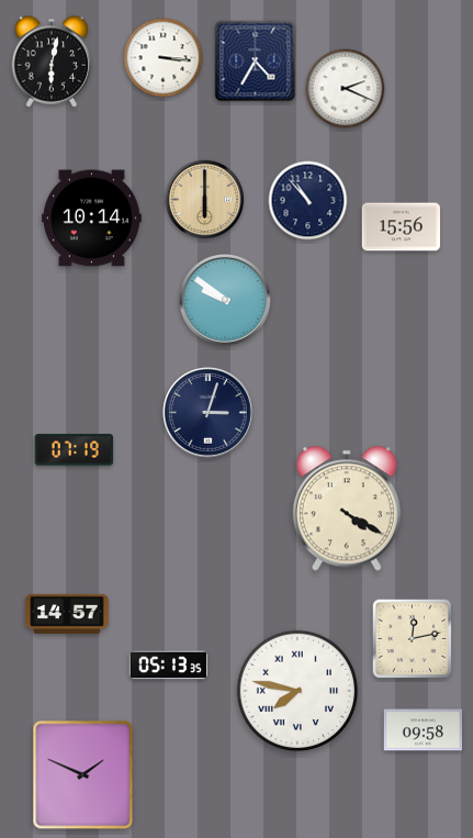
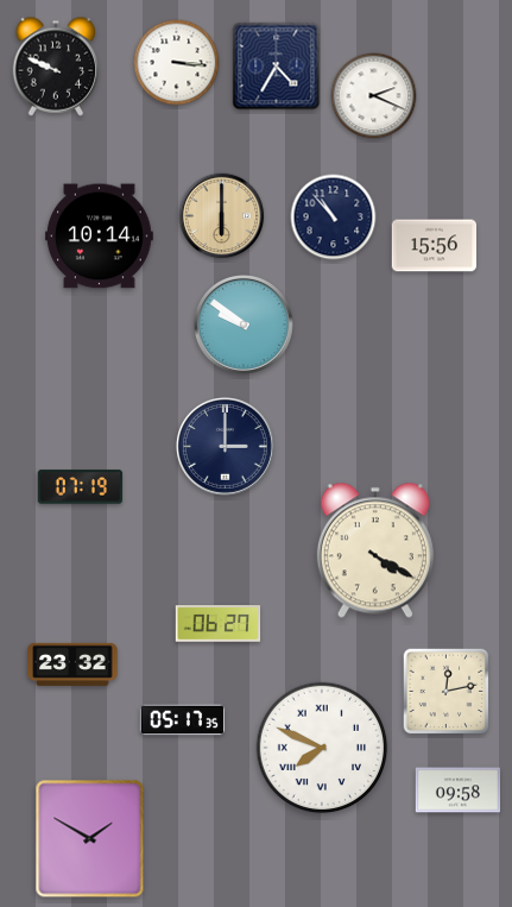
clock at (52, 62): 6:02 -> 9:49
clock at (207, 412): 3:03 -> 3:00
clock at (219, 624): none -> 06:27
clock at (67, 614): 14:57 -> 23:32
clock at (169, 666): 05:13 -> 05:17
clock at (297, 691): 7:47 -> 7:49
clock at (83, 775): 1:49 -> 1:50
